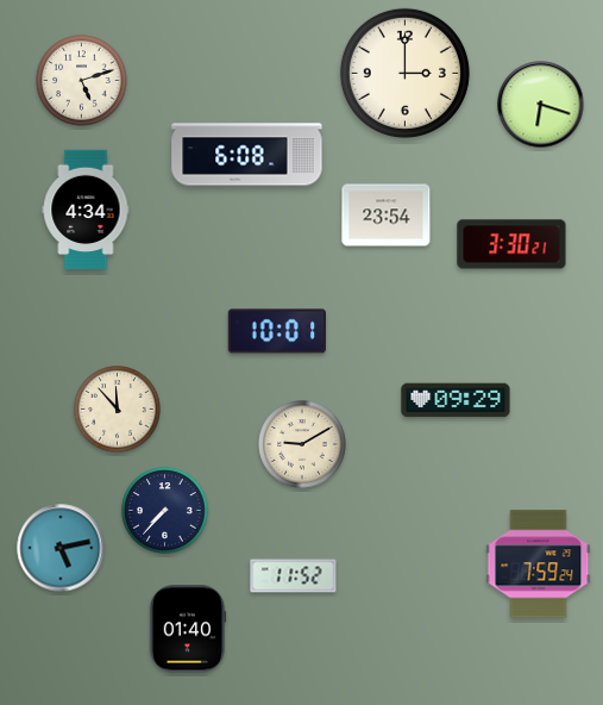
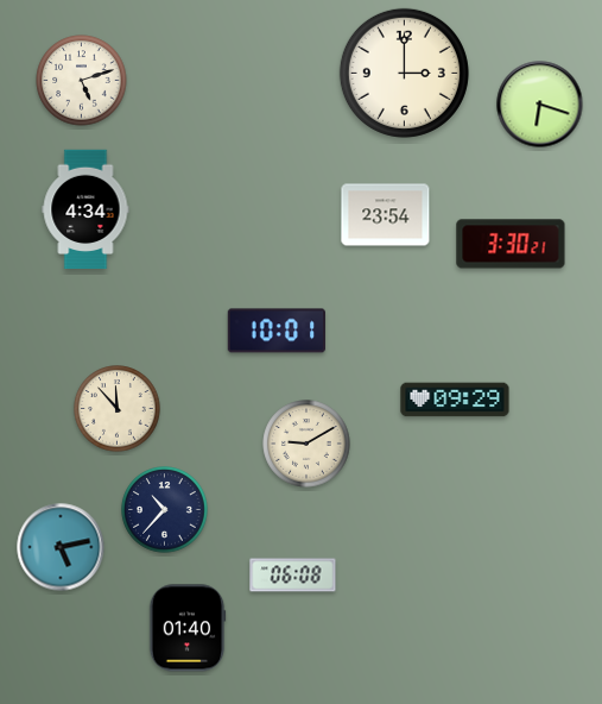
clock at (247, 155): 6:08 -> none
clock at (302, 444) position: (302, 444) -> (306, 444)
clock at (165, 511): 7:37 -> 10:37
clock at (539, 564): 7:59 -> none
clock at (294, 576): 11:52 -> 06:08
